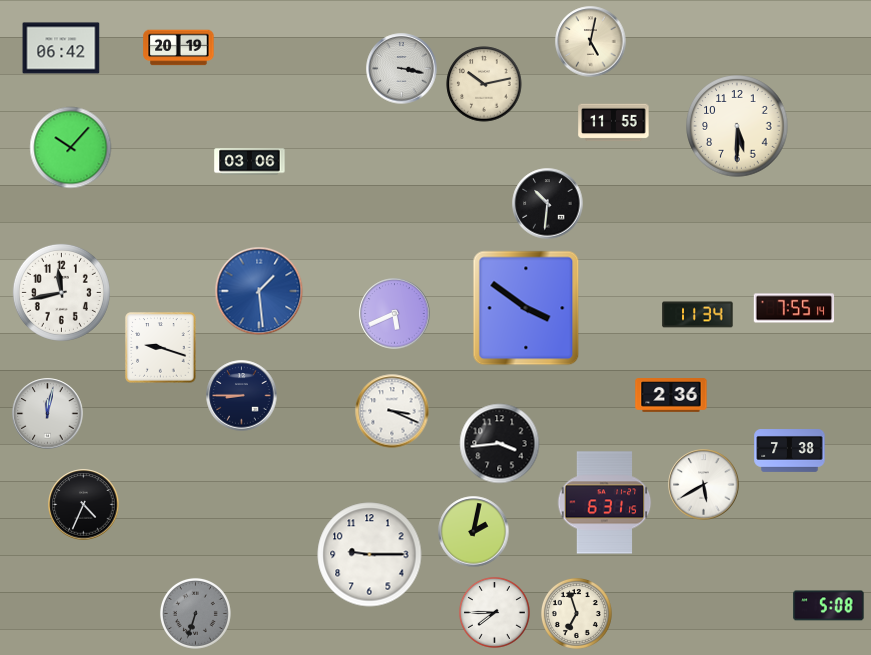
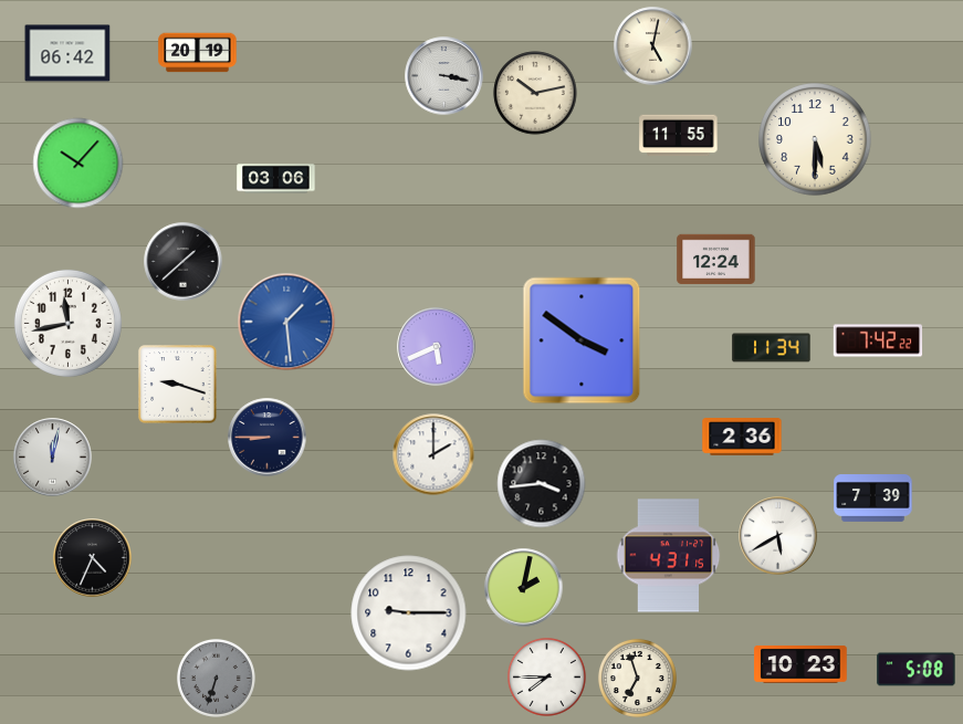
clock at (548, 204): 10:31 -> none
clock at (716, 260): none -> 12:24
clock at (184, 262): none -> 1:38
clock at (794, 308): 7:55 -> 7:42
clock at (392, 411): 3:19 -> 2:00
clock at (500, 444) position: (500, 444) -> (542, 484)
clock at (790, 451): 7:38 -> 7:39
clock at (605, 503): 6:31 -> 4:31
clock at (800, 664): none -> 10:23
